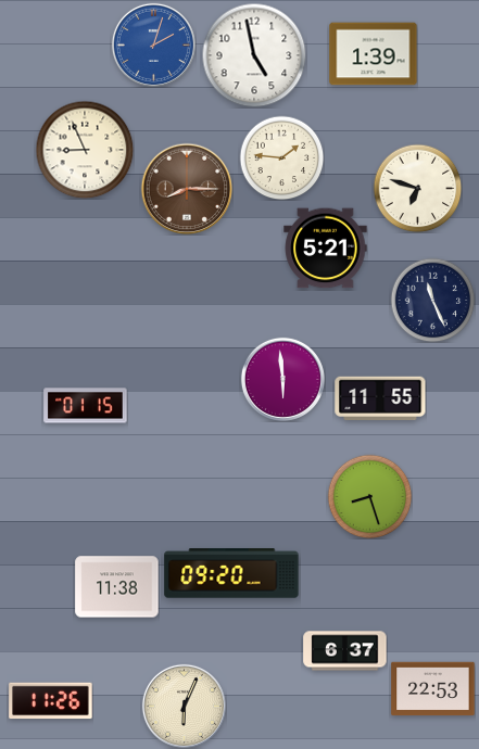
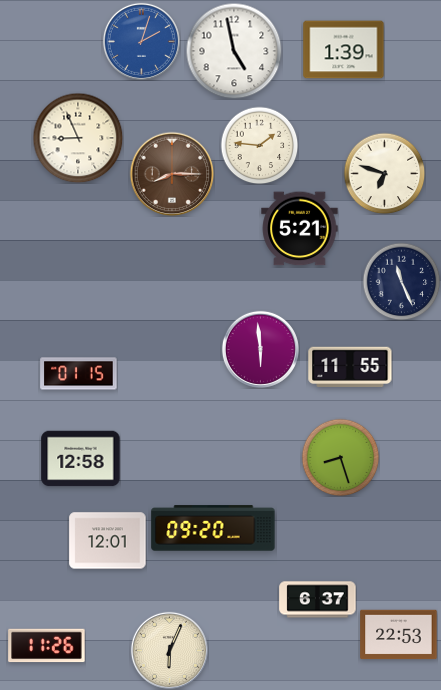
clock at (432, 300) position: (432, 300) -> (401, 281)
clock at (81, 459): none -> 12:58
clock at (117, 587): 11:38 -> 12:01
